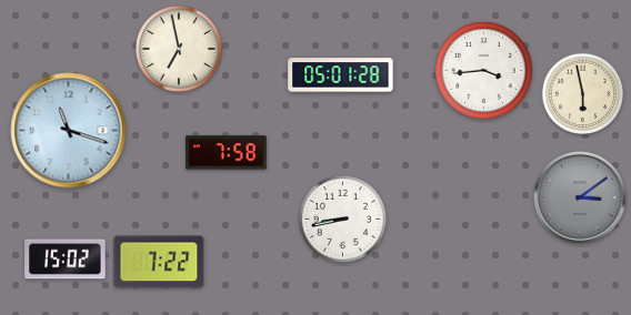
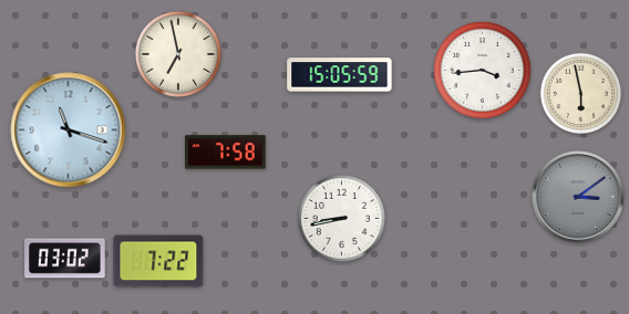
clock at (179, 49) position: (179, 49) -> (178, 54)
clock at (341, 75): 05:01 -> 15:05
clock at (66, 260): 15:02 -> 03:02
